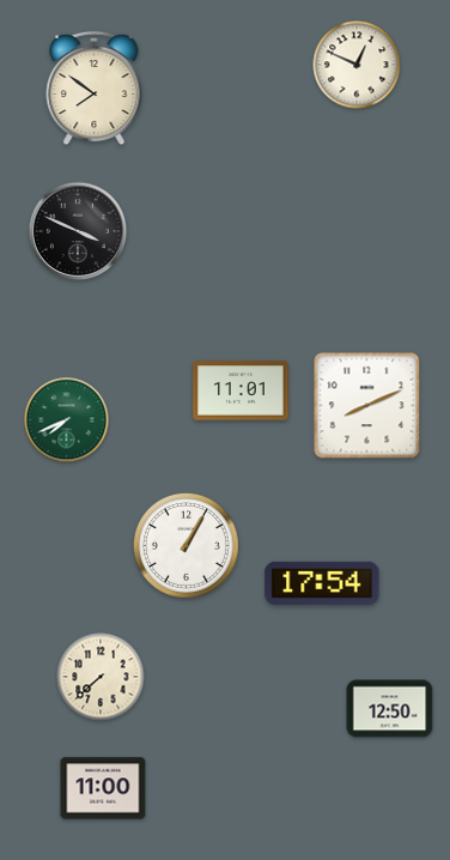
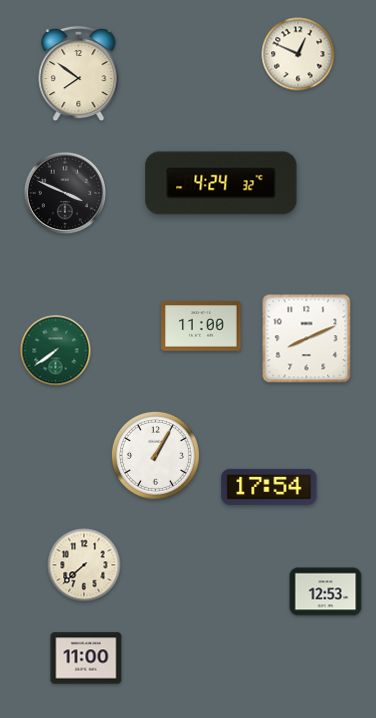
clock at (221, 183): none -> 4:24
clock at (241, 390): 11:01 -> 11:00
clock at (67, 420): 7:41 -> 7:39
clock at (390, 709): 12:50 -> 12:53
